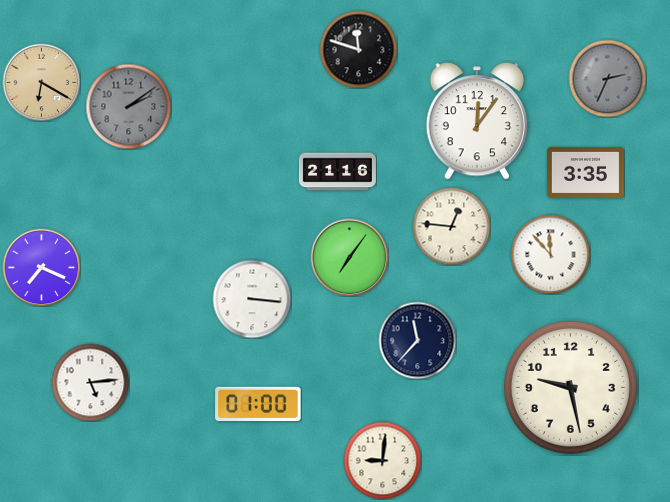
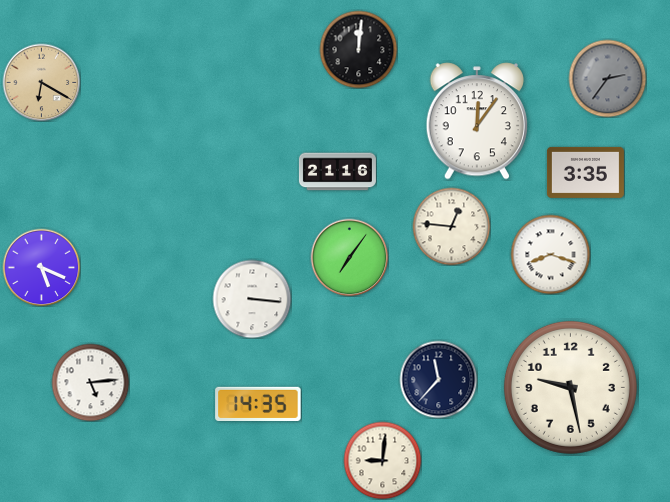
clock at (358, 49): 11:48 -> 12:01
clock at (607, 78): 2:34 -> 2:36
clock at (128, 106): 2:09 -> none
clock at (550, 254): 11:53 -> 8:18
clock at (41, 267): 7:19 -> 5:19
clock at (417, 340) position: (417, 340) -> (438, 379)
clock at (258, 403): 01:00 -> 14:35
